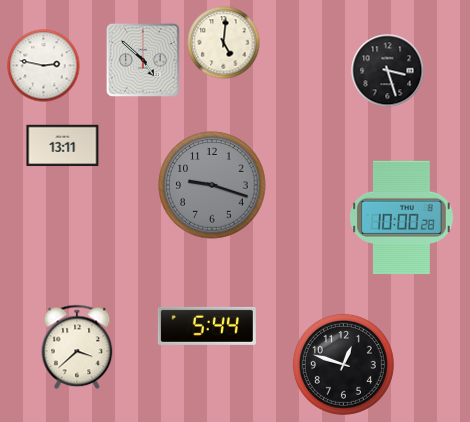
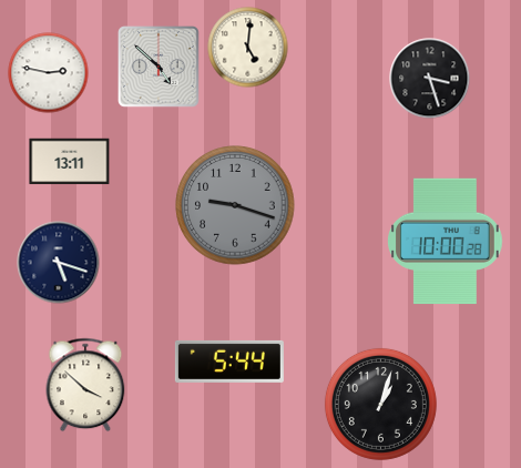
clock at (59, 263): none -> 5:18
clock at (77, 347): 3:38 -> 3:52
clock at (343, 364): 12:48 -> 1:03
